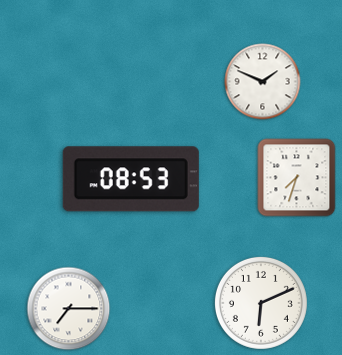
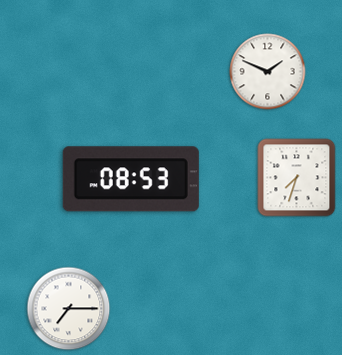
clock at (263, 82) position: (263, 82) -> (268, 72)
clock at (261, 303): 6:11 -> none
